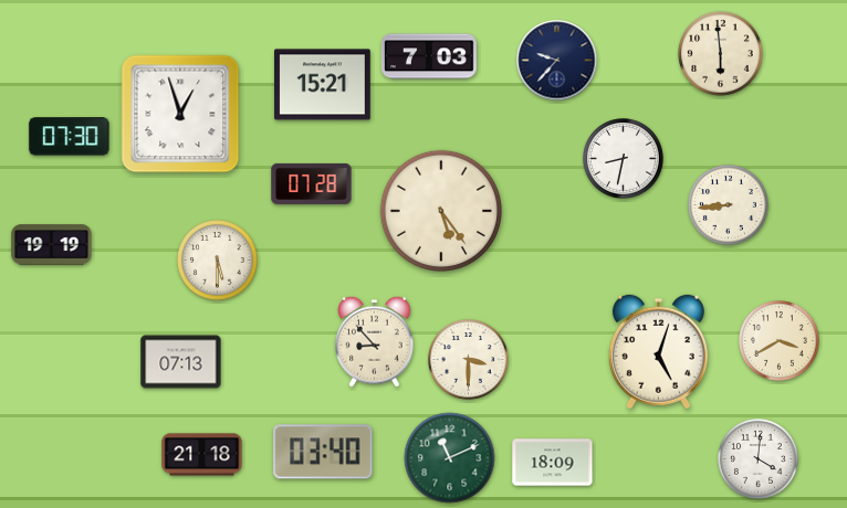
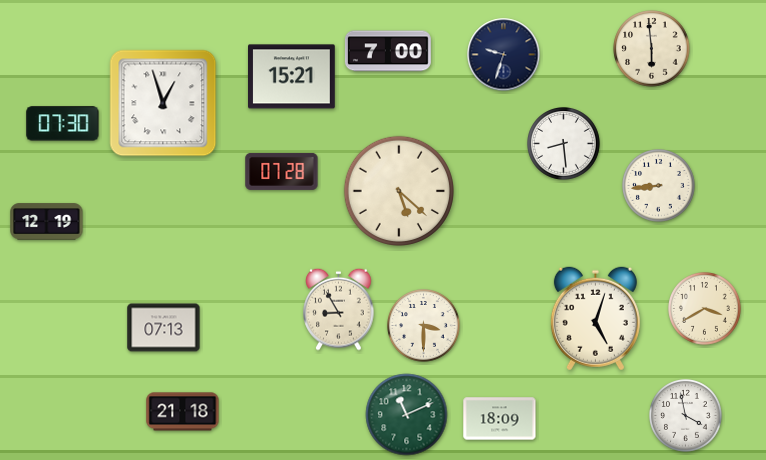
clock at (429, 56): 7:03 -> 7:00
clock at (557, 61): 9:37 -> 9:33
clock at (624, 159): 8:32 -> 8:29
clock at (312, 183) position: (312, 183) -> (282, 171)
clock at (440, 210): 5:24 -> 5:22
clock at (52, 245): 19:19 -> 12:19
clock at (218, 261): 5:30 -> none
clock at (375, 341): 8:53 -> 8:55
clock at (323, 452): 03:40 -> none
clock at (759, 459): 4:01 -> 3:58
